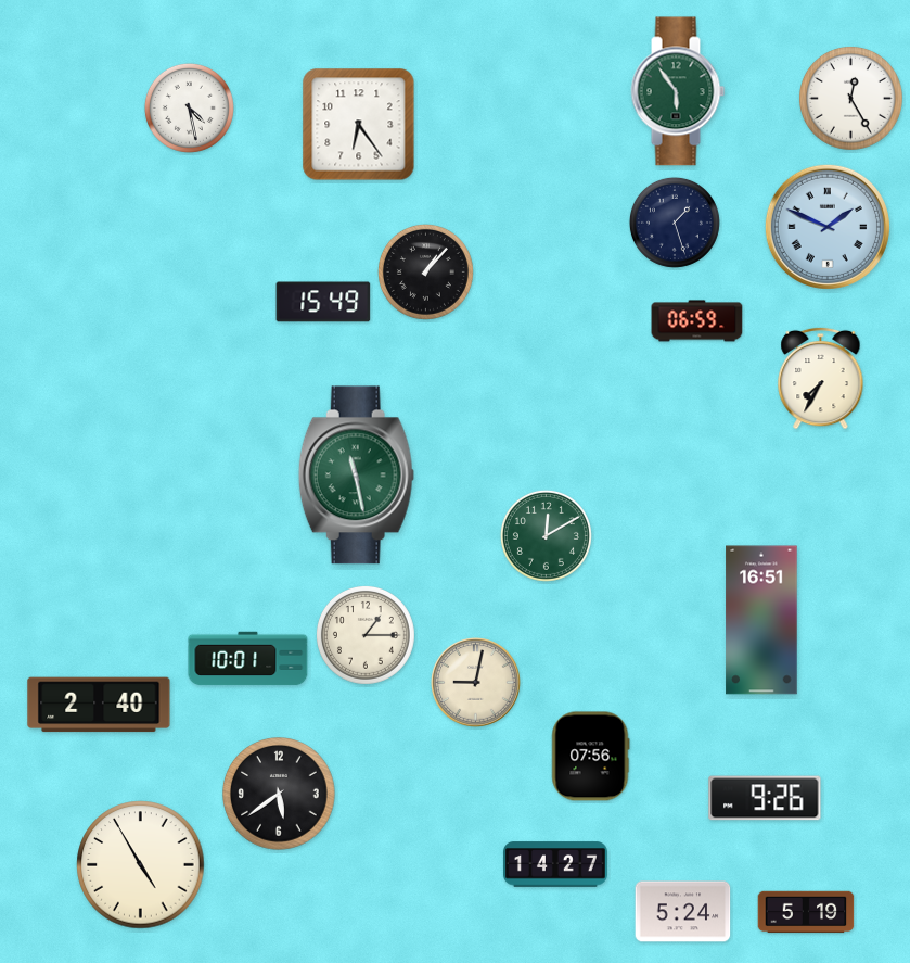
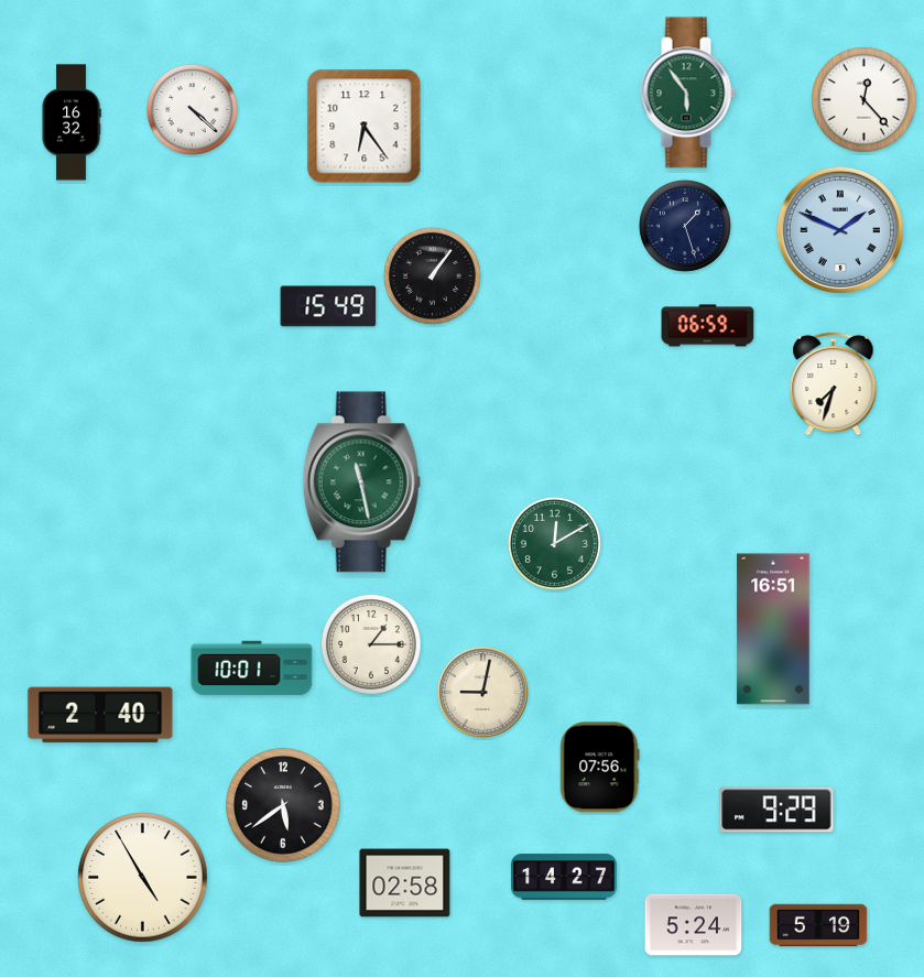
clock at (851, 99): 12:25 -> 12:23
clock at (189, 107): 4:28 -> 4:22
clock at (72, 122): none -> 16:32
clock at (425, 271): 1:07 -> 1:06
clock at (821, 378): 7:35 -> 7:33
clock at (765, 798): 9:26 -> 9:29
clock at (405, 883): none -> 02:58
